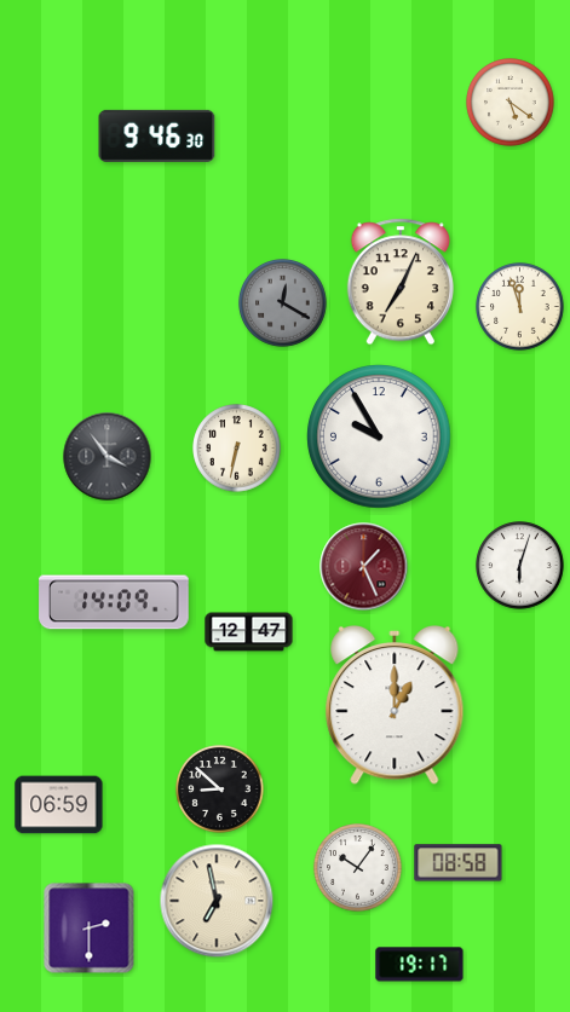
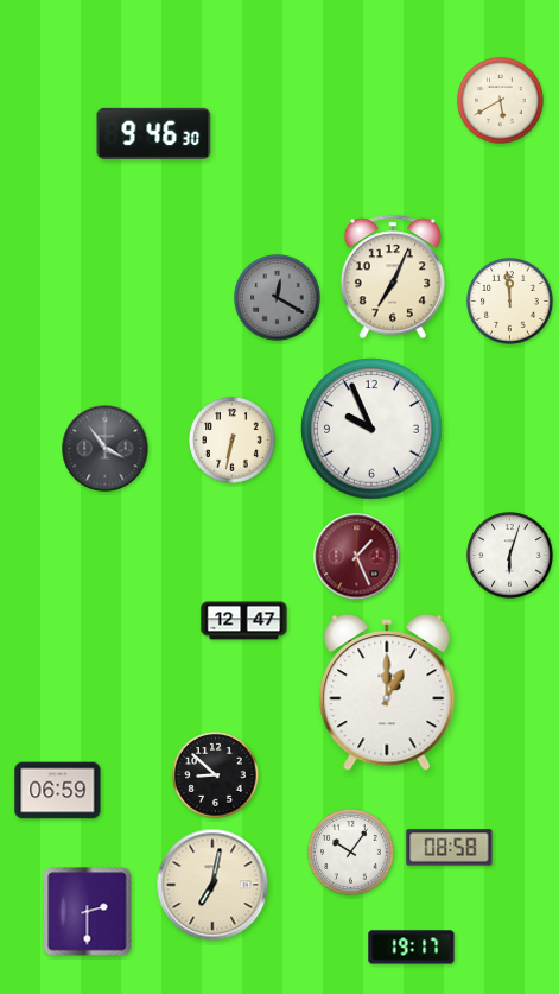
clock at (511, 103): 5:21 -> 5:40
clock at (520, 307): 11:57 -> 11:59
clock at (379, 436): 9:55 -> 9:56
clock at (114, 602): 14:09 -> none
clock at (217, 901): 6:58 -> 7:02
